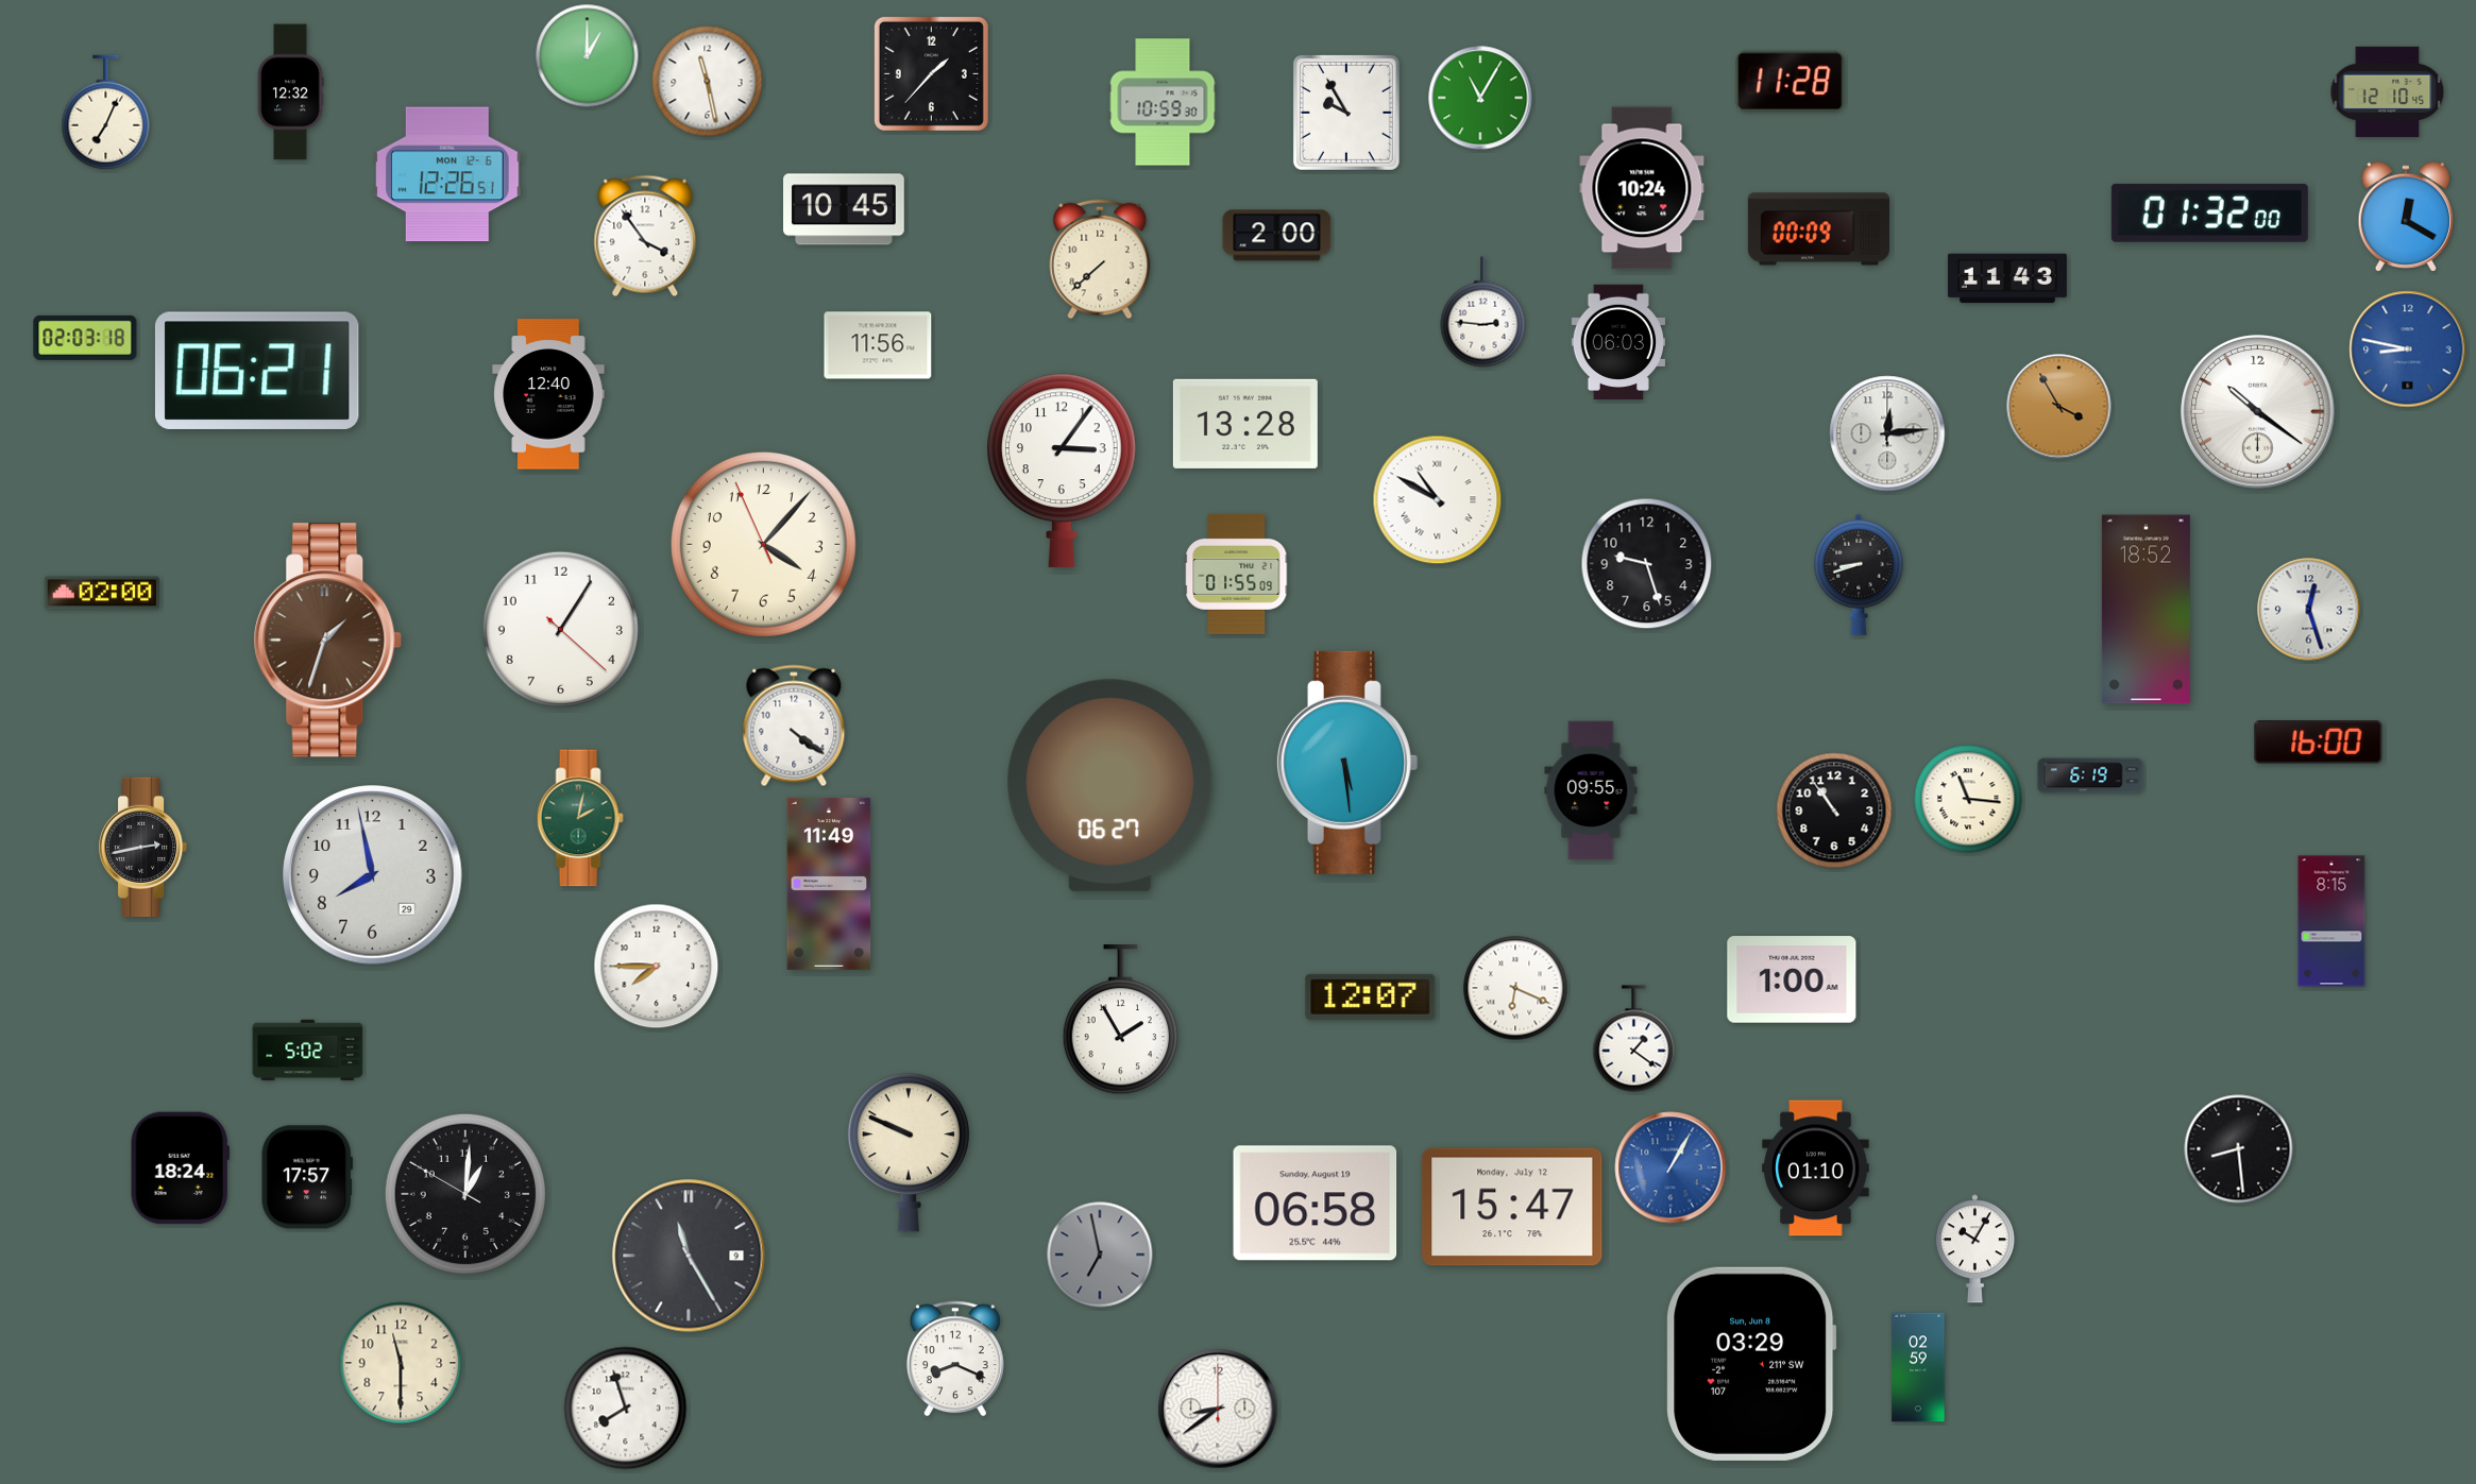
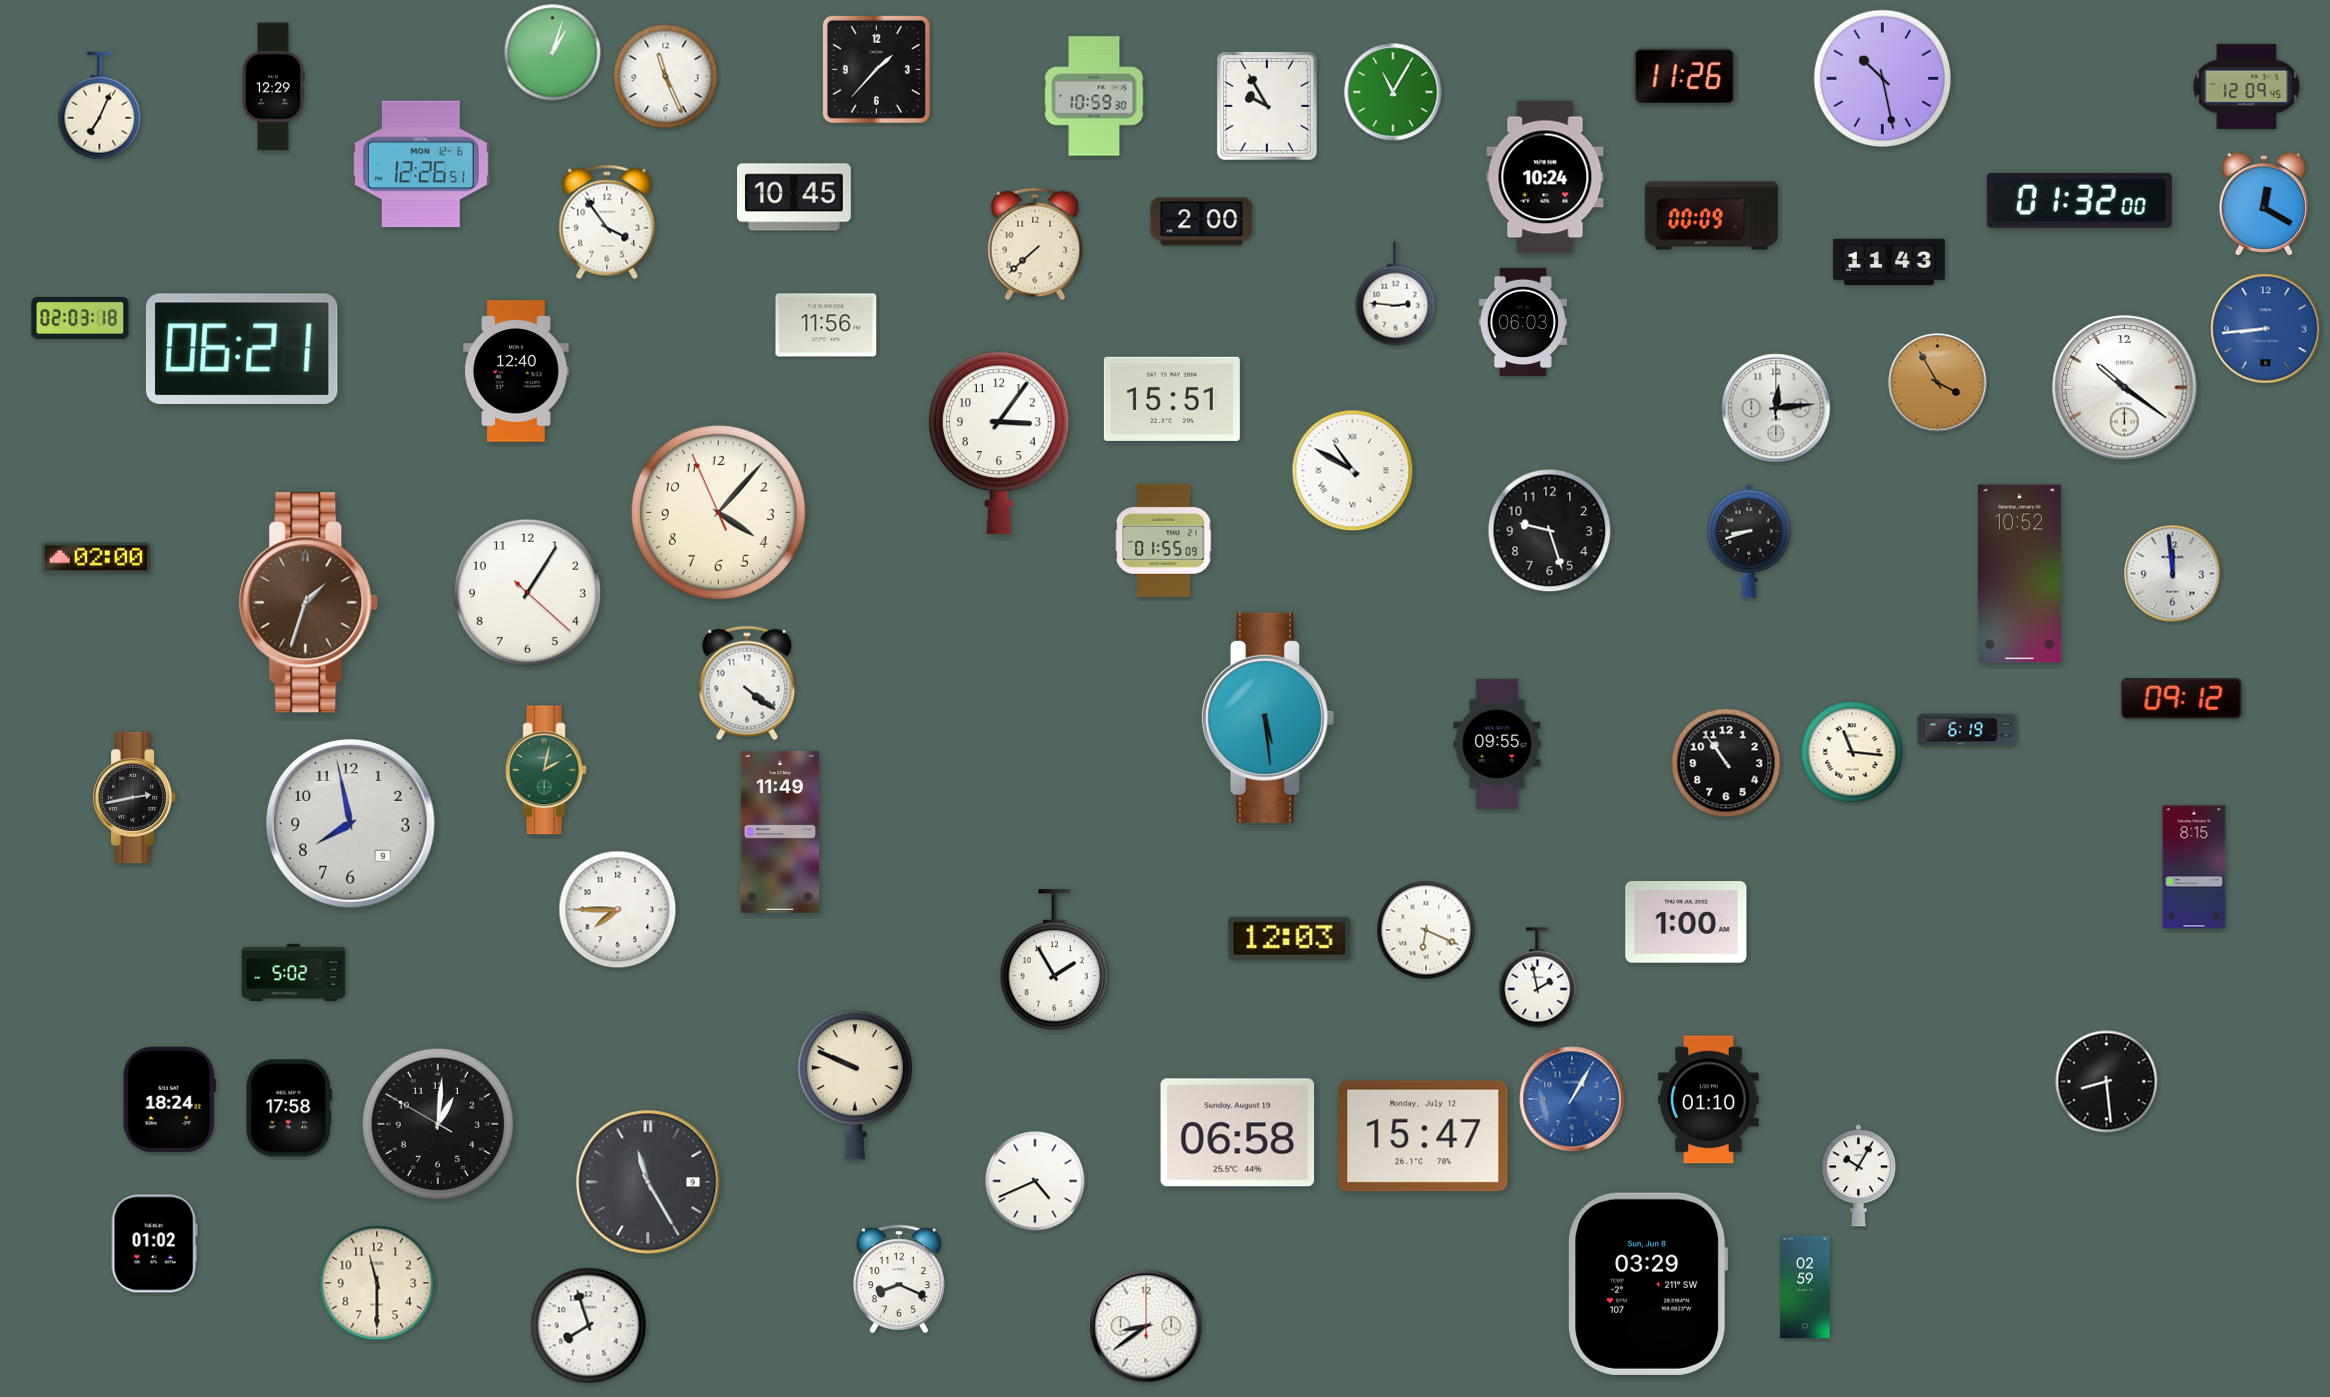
clock at (588, 56): 1:00 -> 1:03
clock at (1791, 81): 11:28 -> 11:26
clock at (708, 82): 11:28 -> 11:26
clock at (1883, 79): none -> 10:28
clock at (2388, 91): 12:10 -> 12:09
clock at (290, 92): 12:32 -> 12:29
clock at (2408, 349): 8:47 -> 8:44
clock at (1245, 424): 13:28 -> 15:51
clock at (2146, 610): 18:52 -> 10:52
clock at (2309, 610): 12:27 -> 11:59
clock at (2319, 743): 16:00 -> 09:12
clock at (1110, 786): 06:27 -> none
clock at (373, 875) date: 29 -> 9
clock at (1371, 996): 12:07 -> 12:03
clock at (1634, 1039): 1:21 -> 1:58
clock at (308, 1051) position: (308, 1051) -> (294, 973)
clock at (307, 1177): 17:57 -> 17:58
clock at (1100, 1255): 6:58 -> 4:41
clock at (1100, 1255) dial: grey -> white
clock at (154, 1244): none -> 01:02
